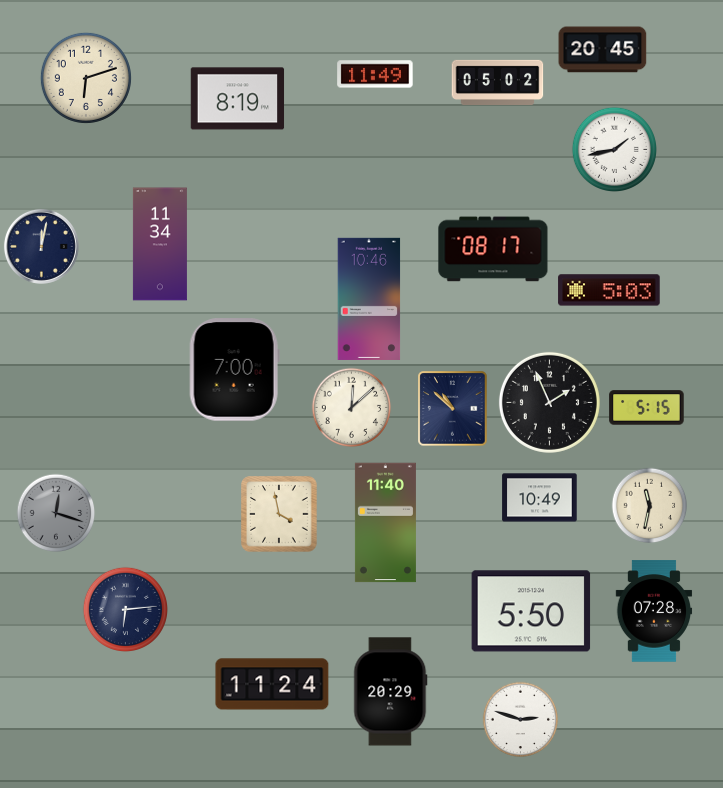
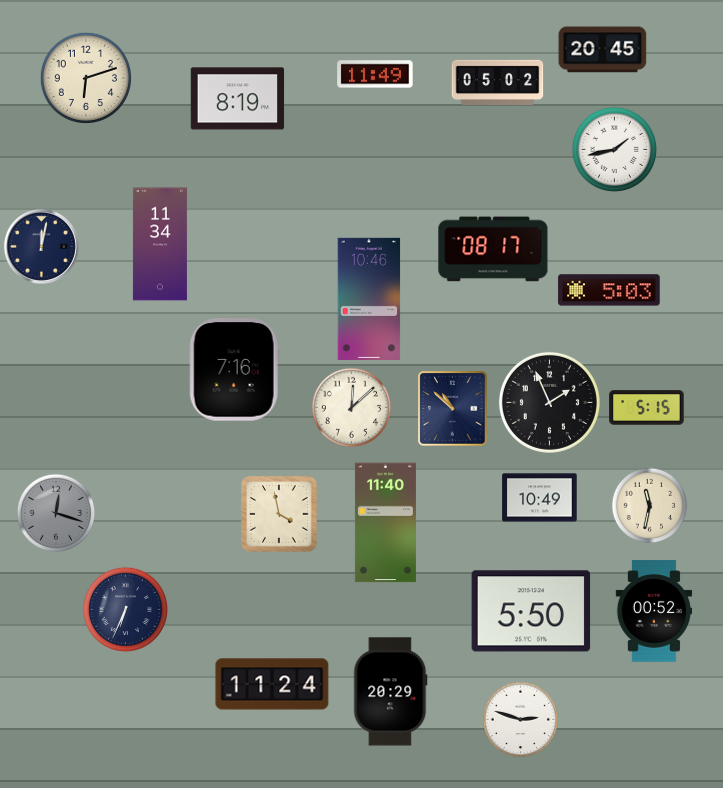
clock at (234, 370): 7:00 -> 7:16
clock at (125, 609): 6:14 -> 6:34
clock at (654, 611): 07:28 -> 00:52
